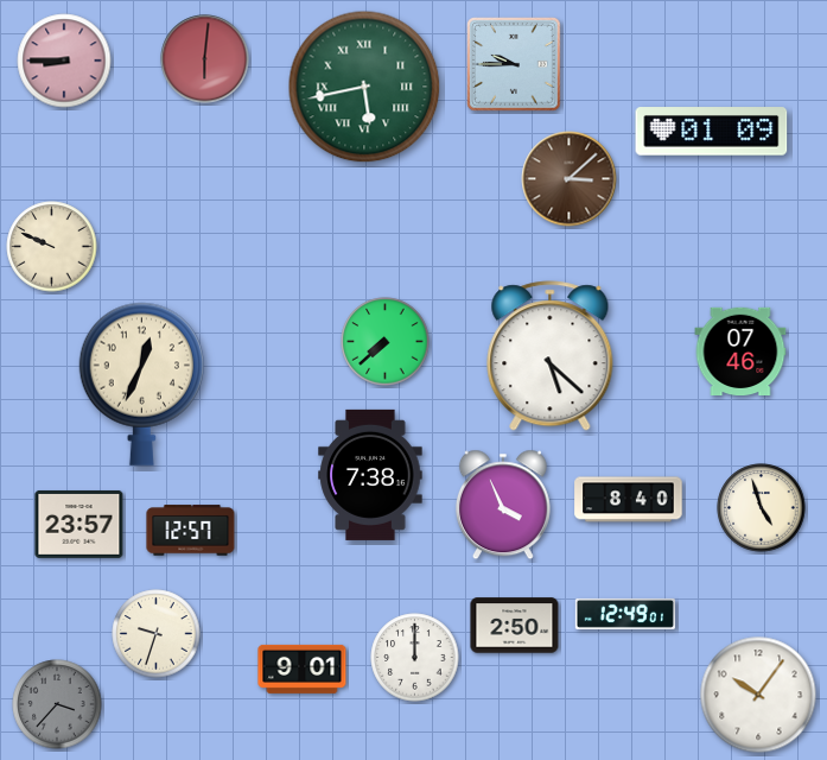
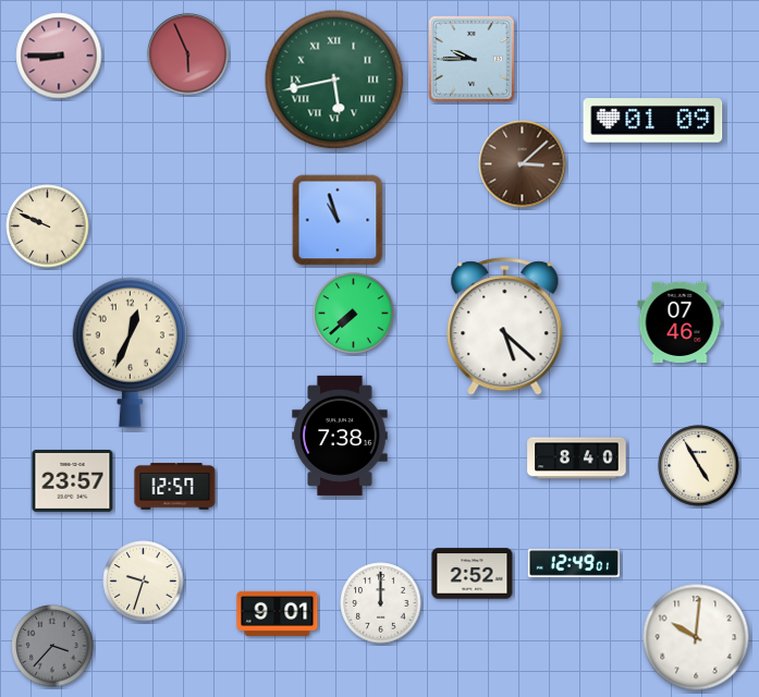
clock at (205, 59): 6:01 -> 5:56
clock at (338, 220): none -> 10:57
clock at (503, 505): 3:56 -> none
clock at (762, 508): 4:57 -> 4:55
clock at (515, 626): 2:50 -> 2:52
clock at (758, 695): 10:06 -> 10:01
